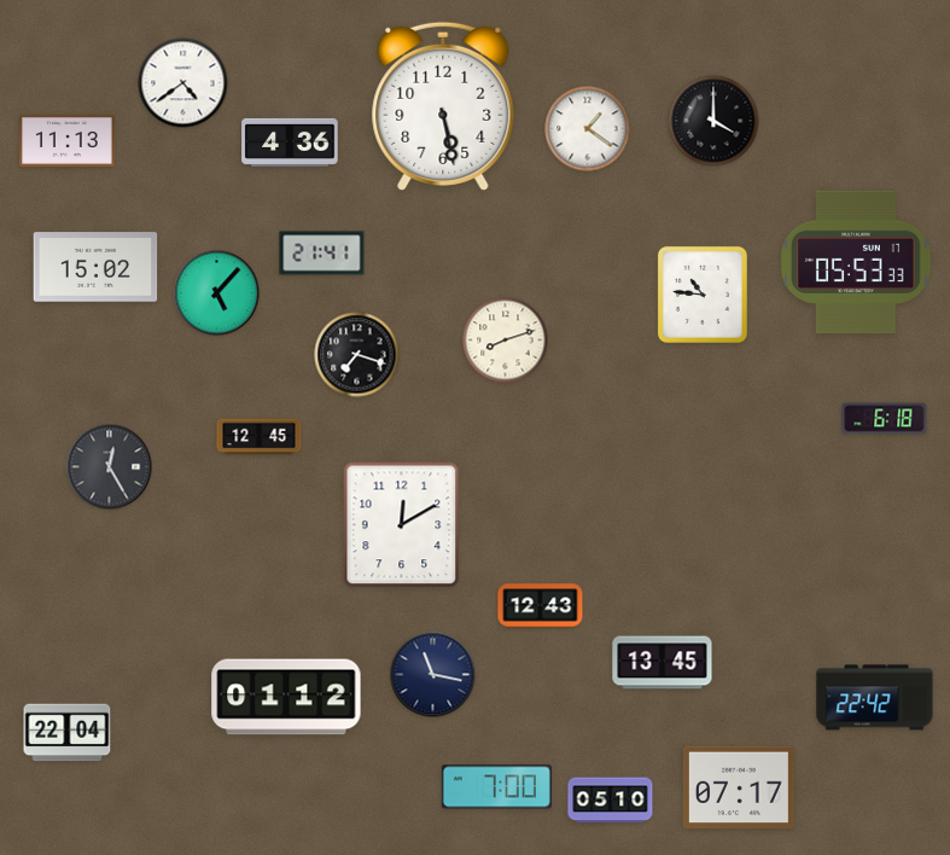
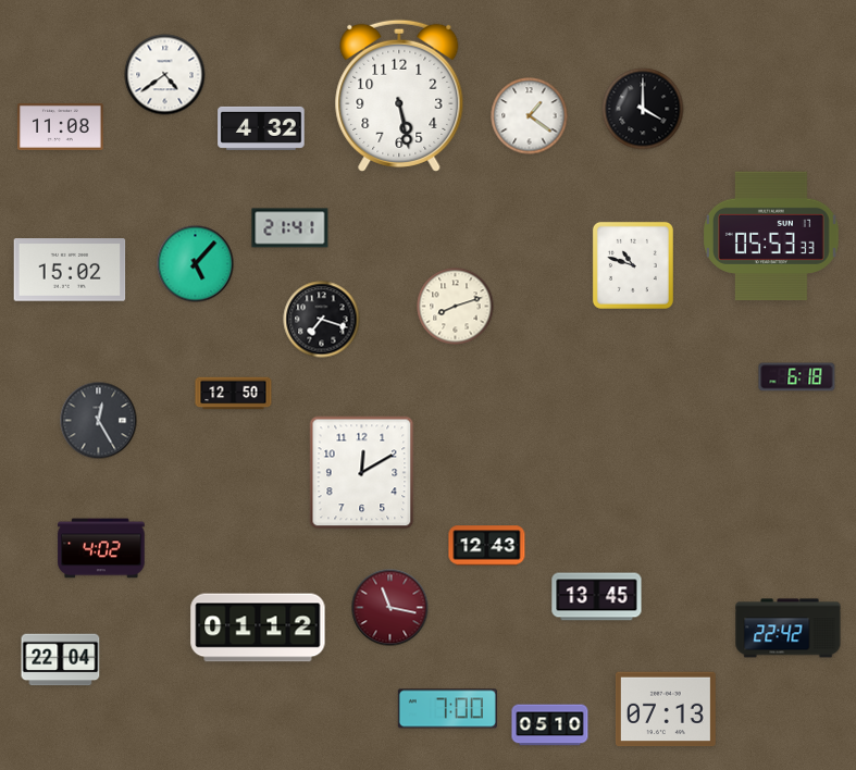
clock at (68, 140): 11:13 -> 11:08
clock at (290, 142): 4:36 -> 4:32
clock at (95, 267) position: (95, 267) -> (70, 270)
clock at (703, 295): 10:46 -> 10:48
clock at (260, 437): 12:45 -> 12:50
clock at (101, 548): none -> 4:02
clock at (433, 675) dial: navy -> burgundy
clock at (739, 787): 07:17 -> 07:13
clock at (611, 801) position: (611, 801) -> (550, 725)
